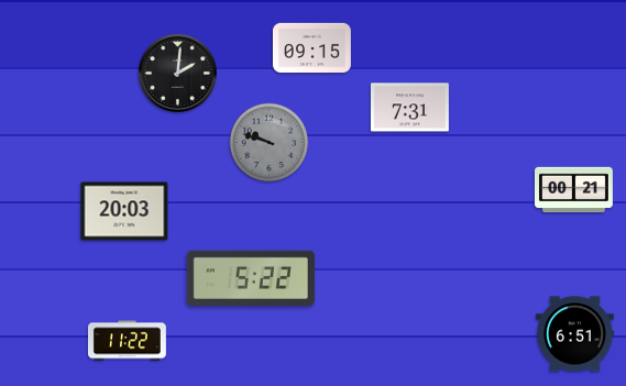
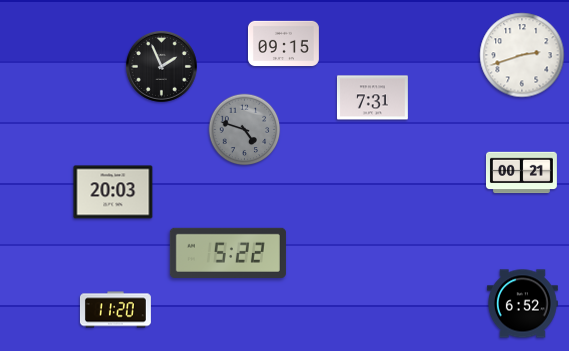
clock at (522, 55): none -> 2:42
clock at (177, 73): 2:01 -> 1:56
clock at (270, 143): 9:48 -> 4:48
clock at (574, 334): 6:51 -> 6:52
clock at (127, 341): 11:22 -> 11:20
